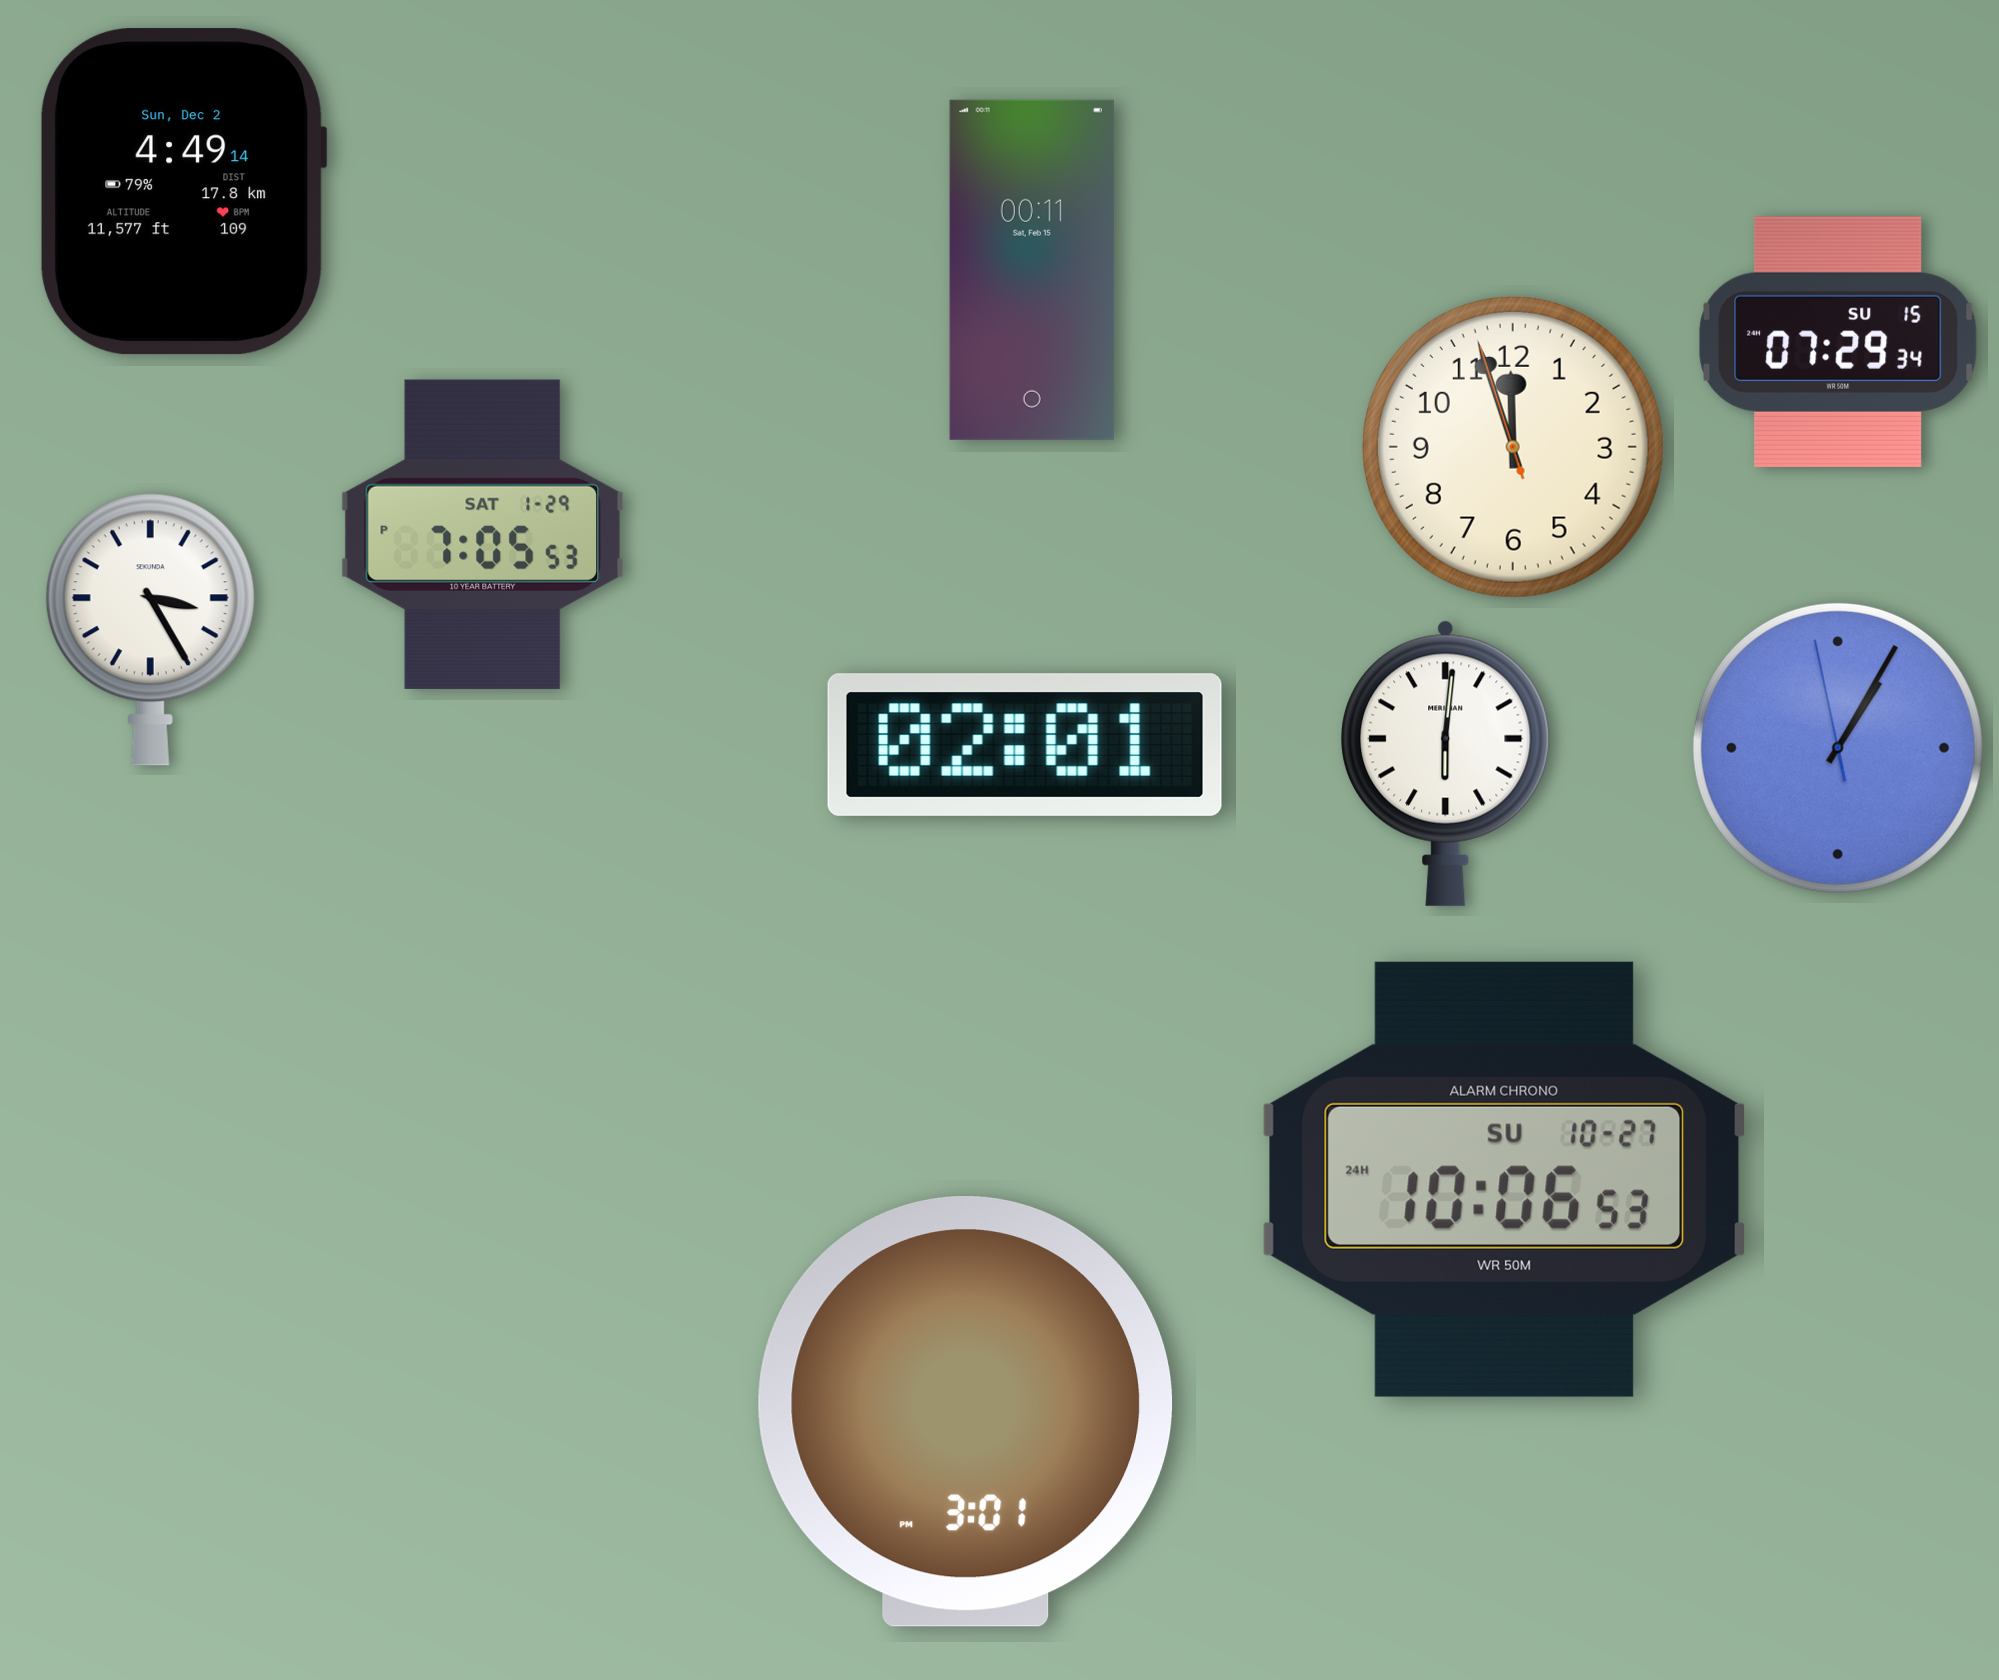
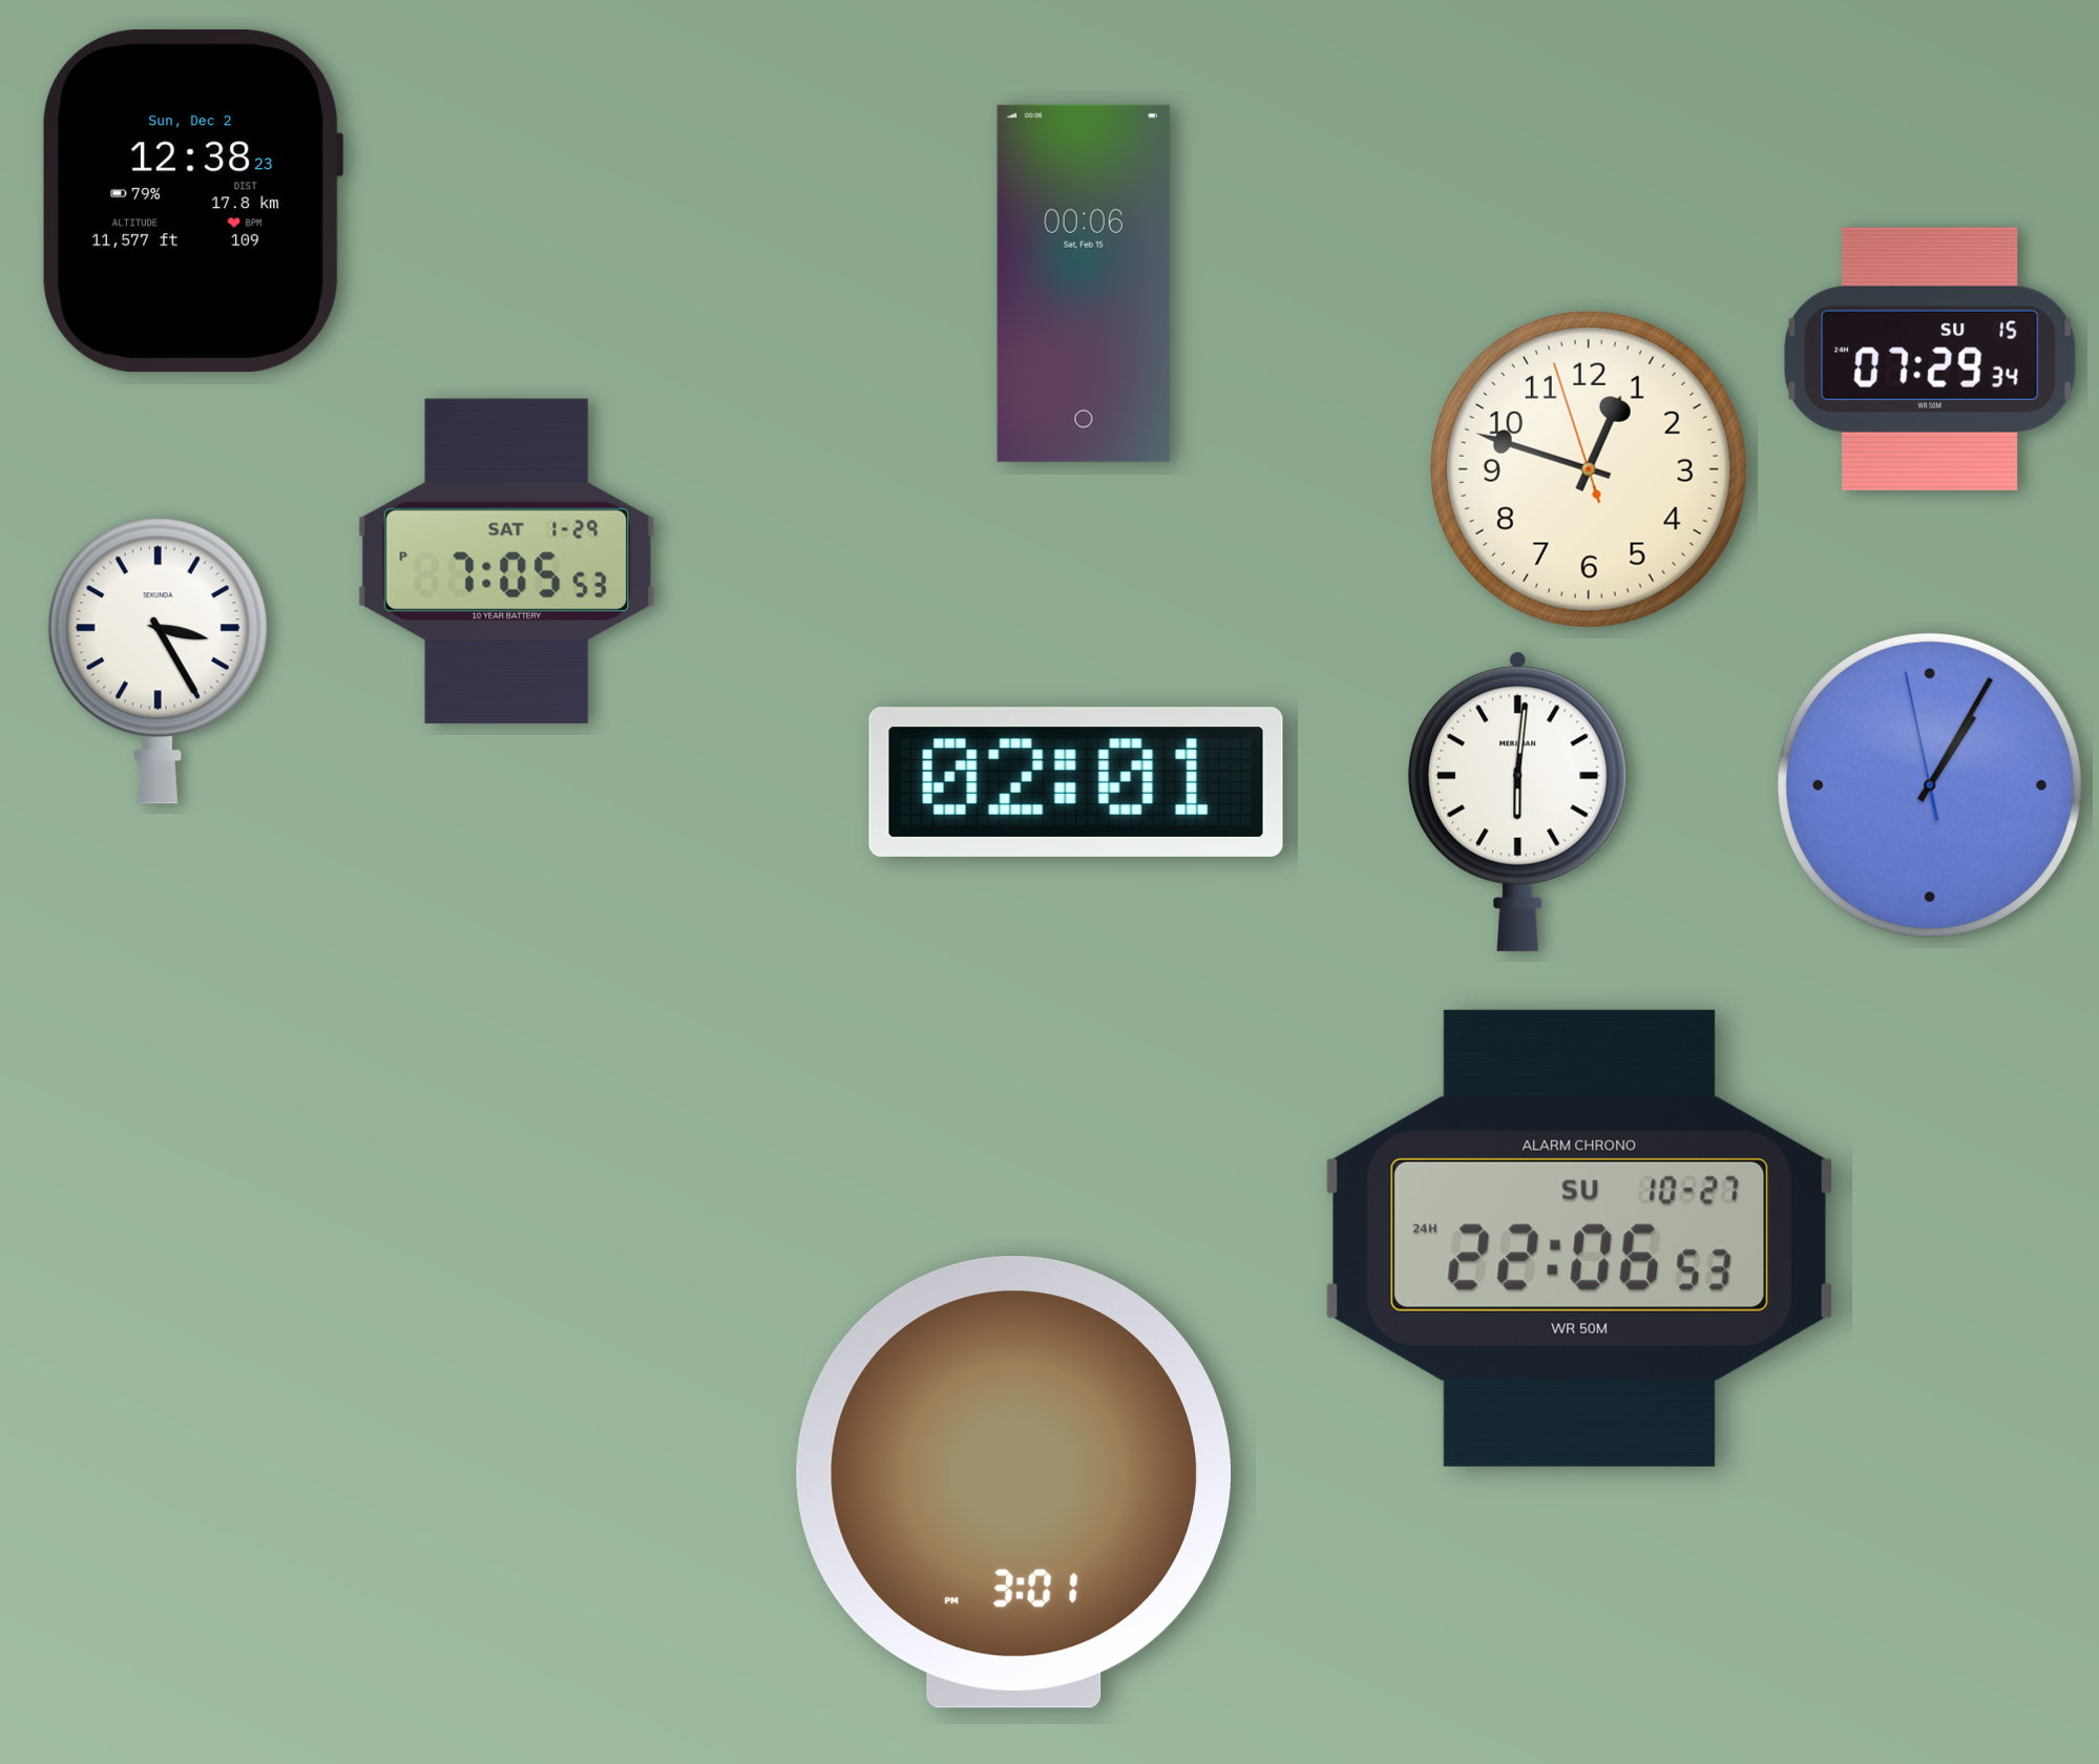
clock at (183, 192): 4:49 -> 12:38
clock at (1032, 270): 00:11 -> 00:06
clock at (1513, 447): 11:56 -> 12:47
clock at (1505, 1179): 10:06 -> 22:06
